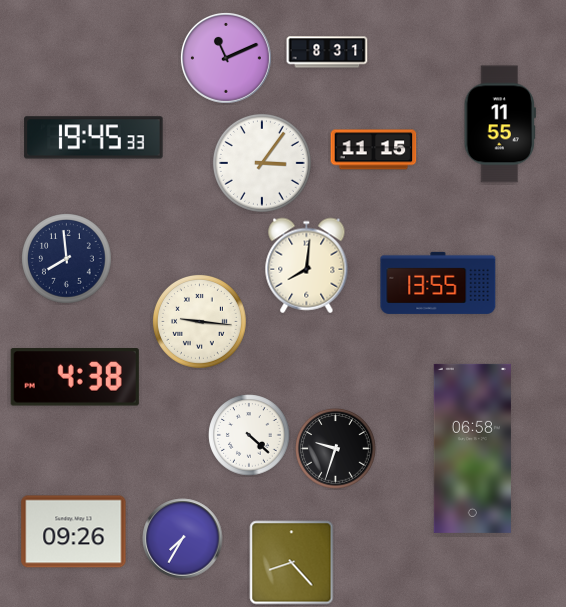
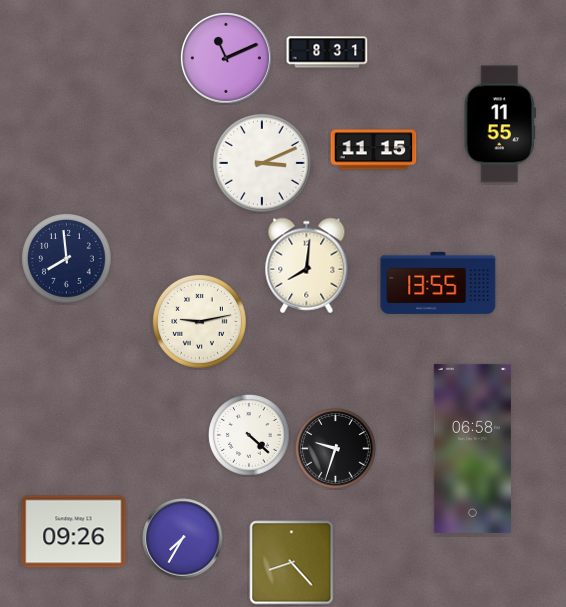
clock at (94, 138): 19:45 -> none
clock at (262, 163): 3:06 -> 3:11
clock at (200, 322): 9:16 -> 9:13
clock at (75, 377): 4:38 -> none
